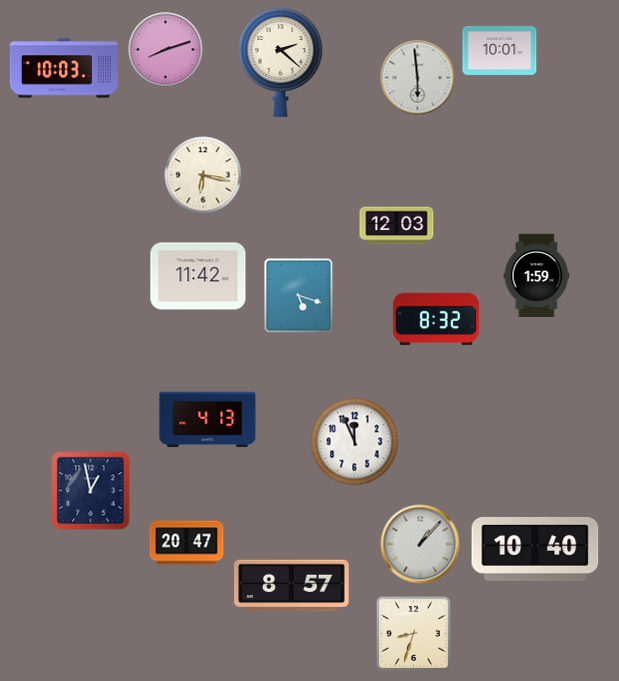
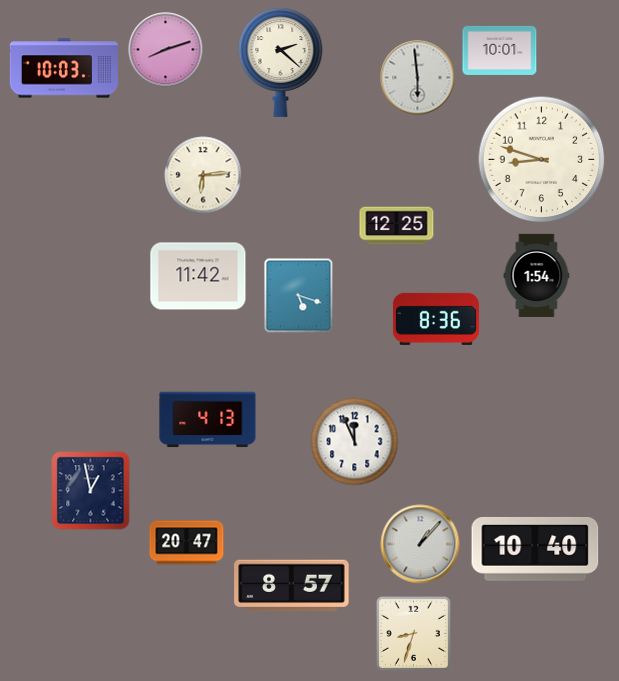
clock at (542, 160): none -> 8:48
clock at (203, 175): 6:17 -> 6:14
clock at (397, 226): 12:03 -> 12:25
clock at (537, 275): 1:59 -> 1:54
clock at (436, 319): 8:32 -> 8:36
